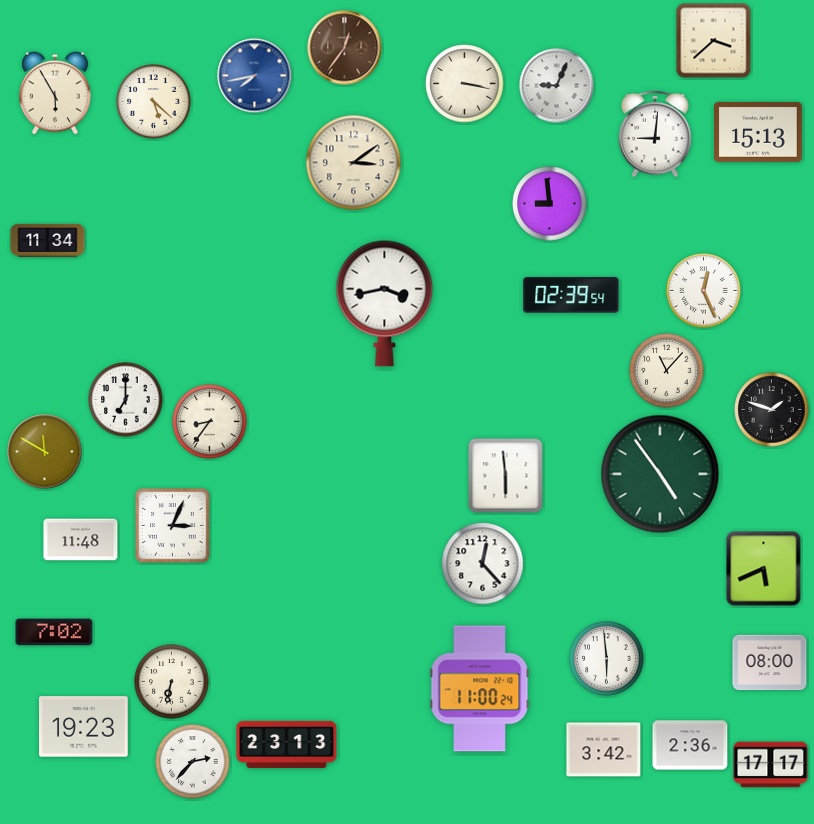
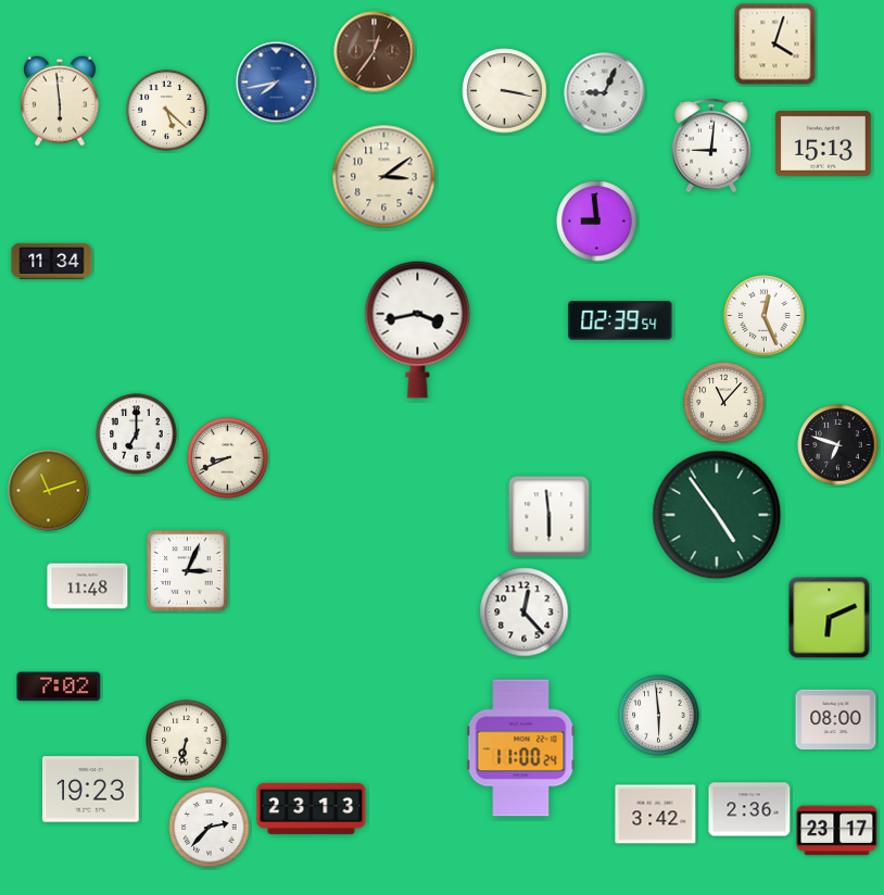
clock at (714, 41): 3:38 -> 4:03
clock at (55, 93): 5:55 -> 5:59
clock at (772, 410): 1:48 -> 6:48
clock at (210, 422): 8:36 -> 8:41
clock at (45, 452): 11:50 -> 11:12
clock at (764, 569): 5:41 -> 6:11
clock at (771, 765): 17:17 -> 23:17
